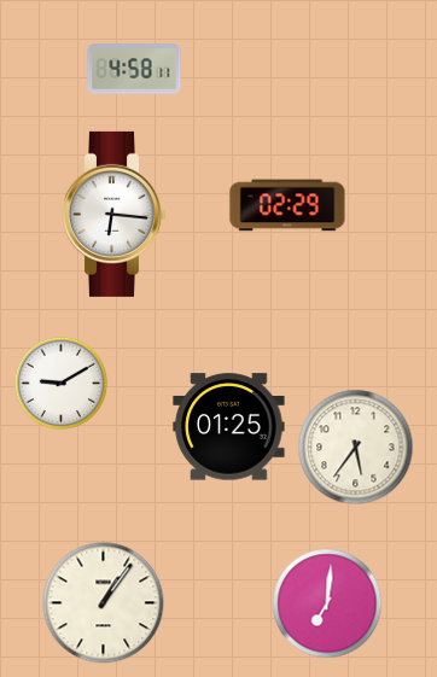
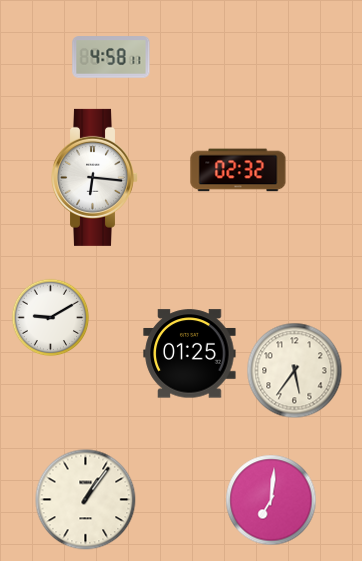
clock at (287, 205): 02:29 -> 02:32
